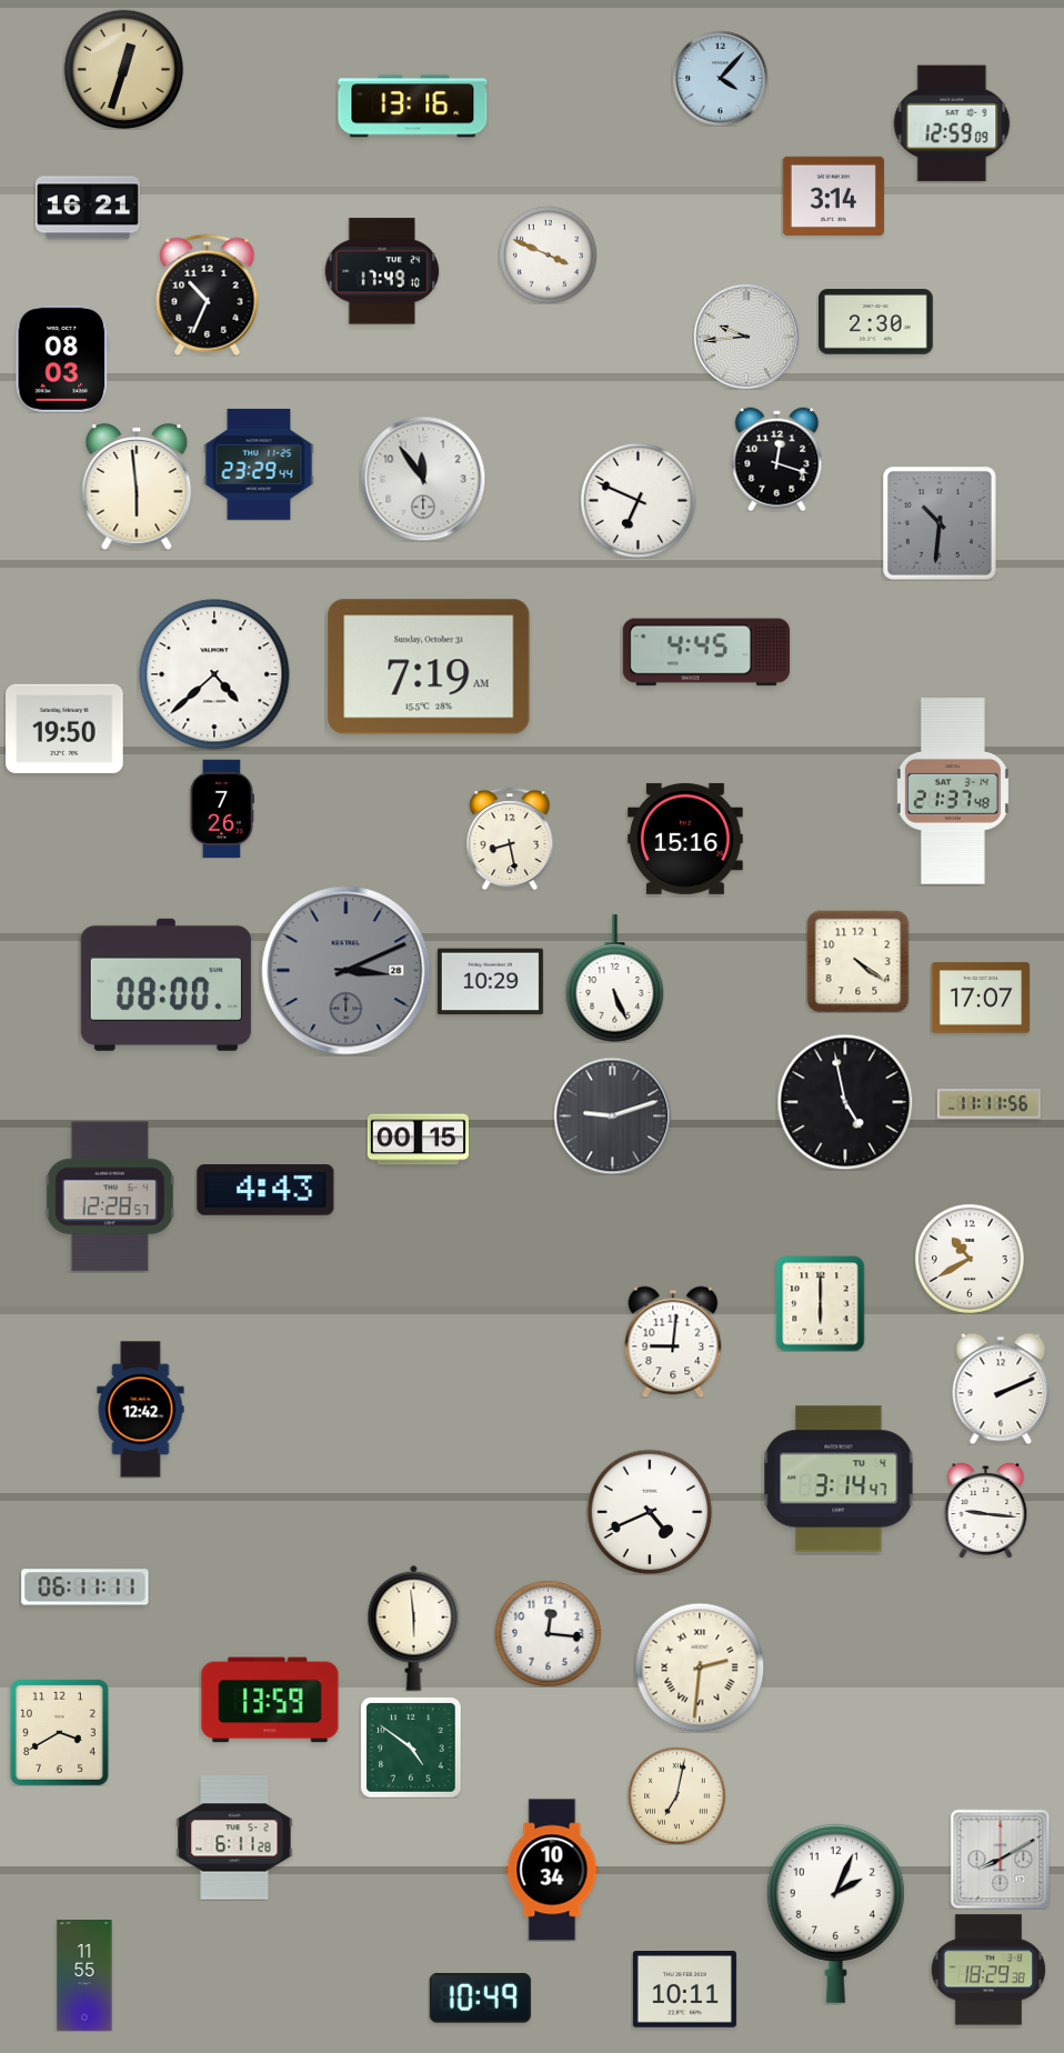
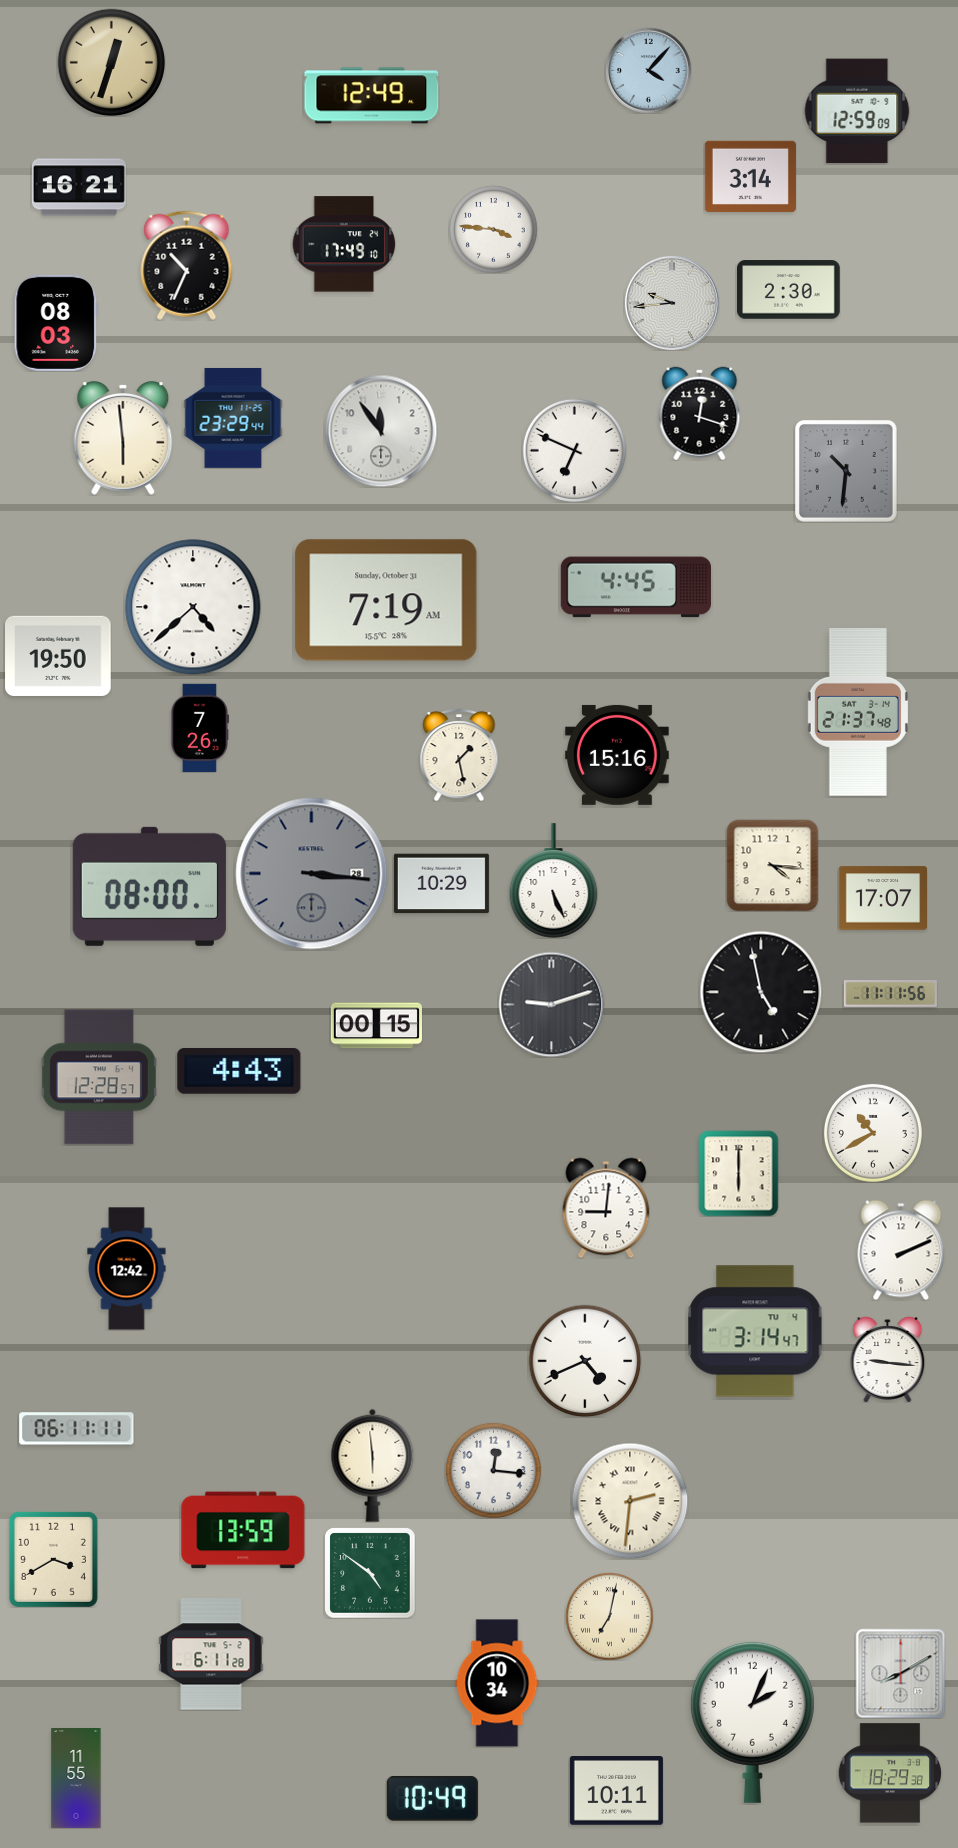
clock at (413, 107): 13:16 -> 12:49
clock at (548, 254): 3:49 -> 3:46
clock at (510, 839): 8:28 -> 1:28
clock at (857, 961): 4:21 -> 4:16
clock at (347, 971): 3:11 -> 3:16
